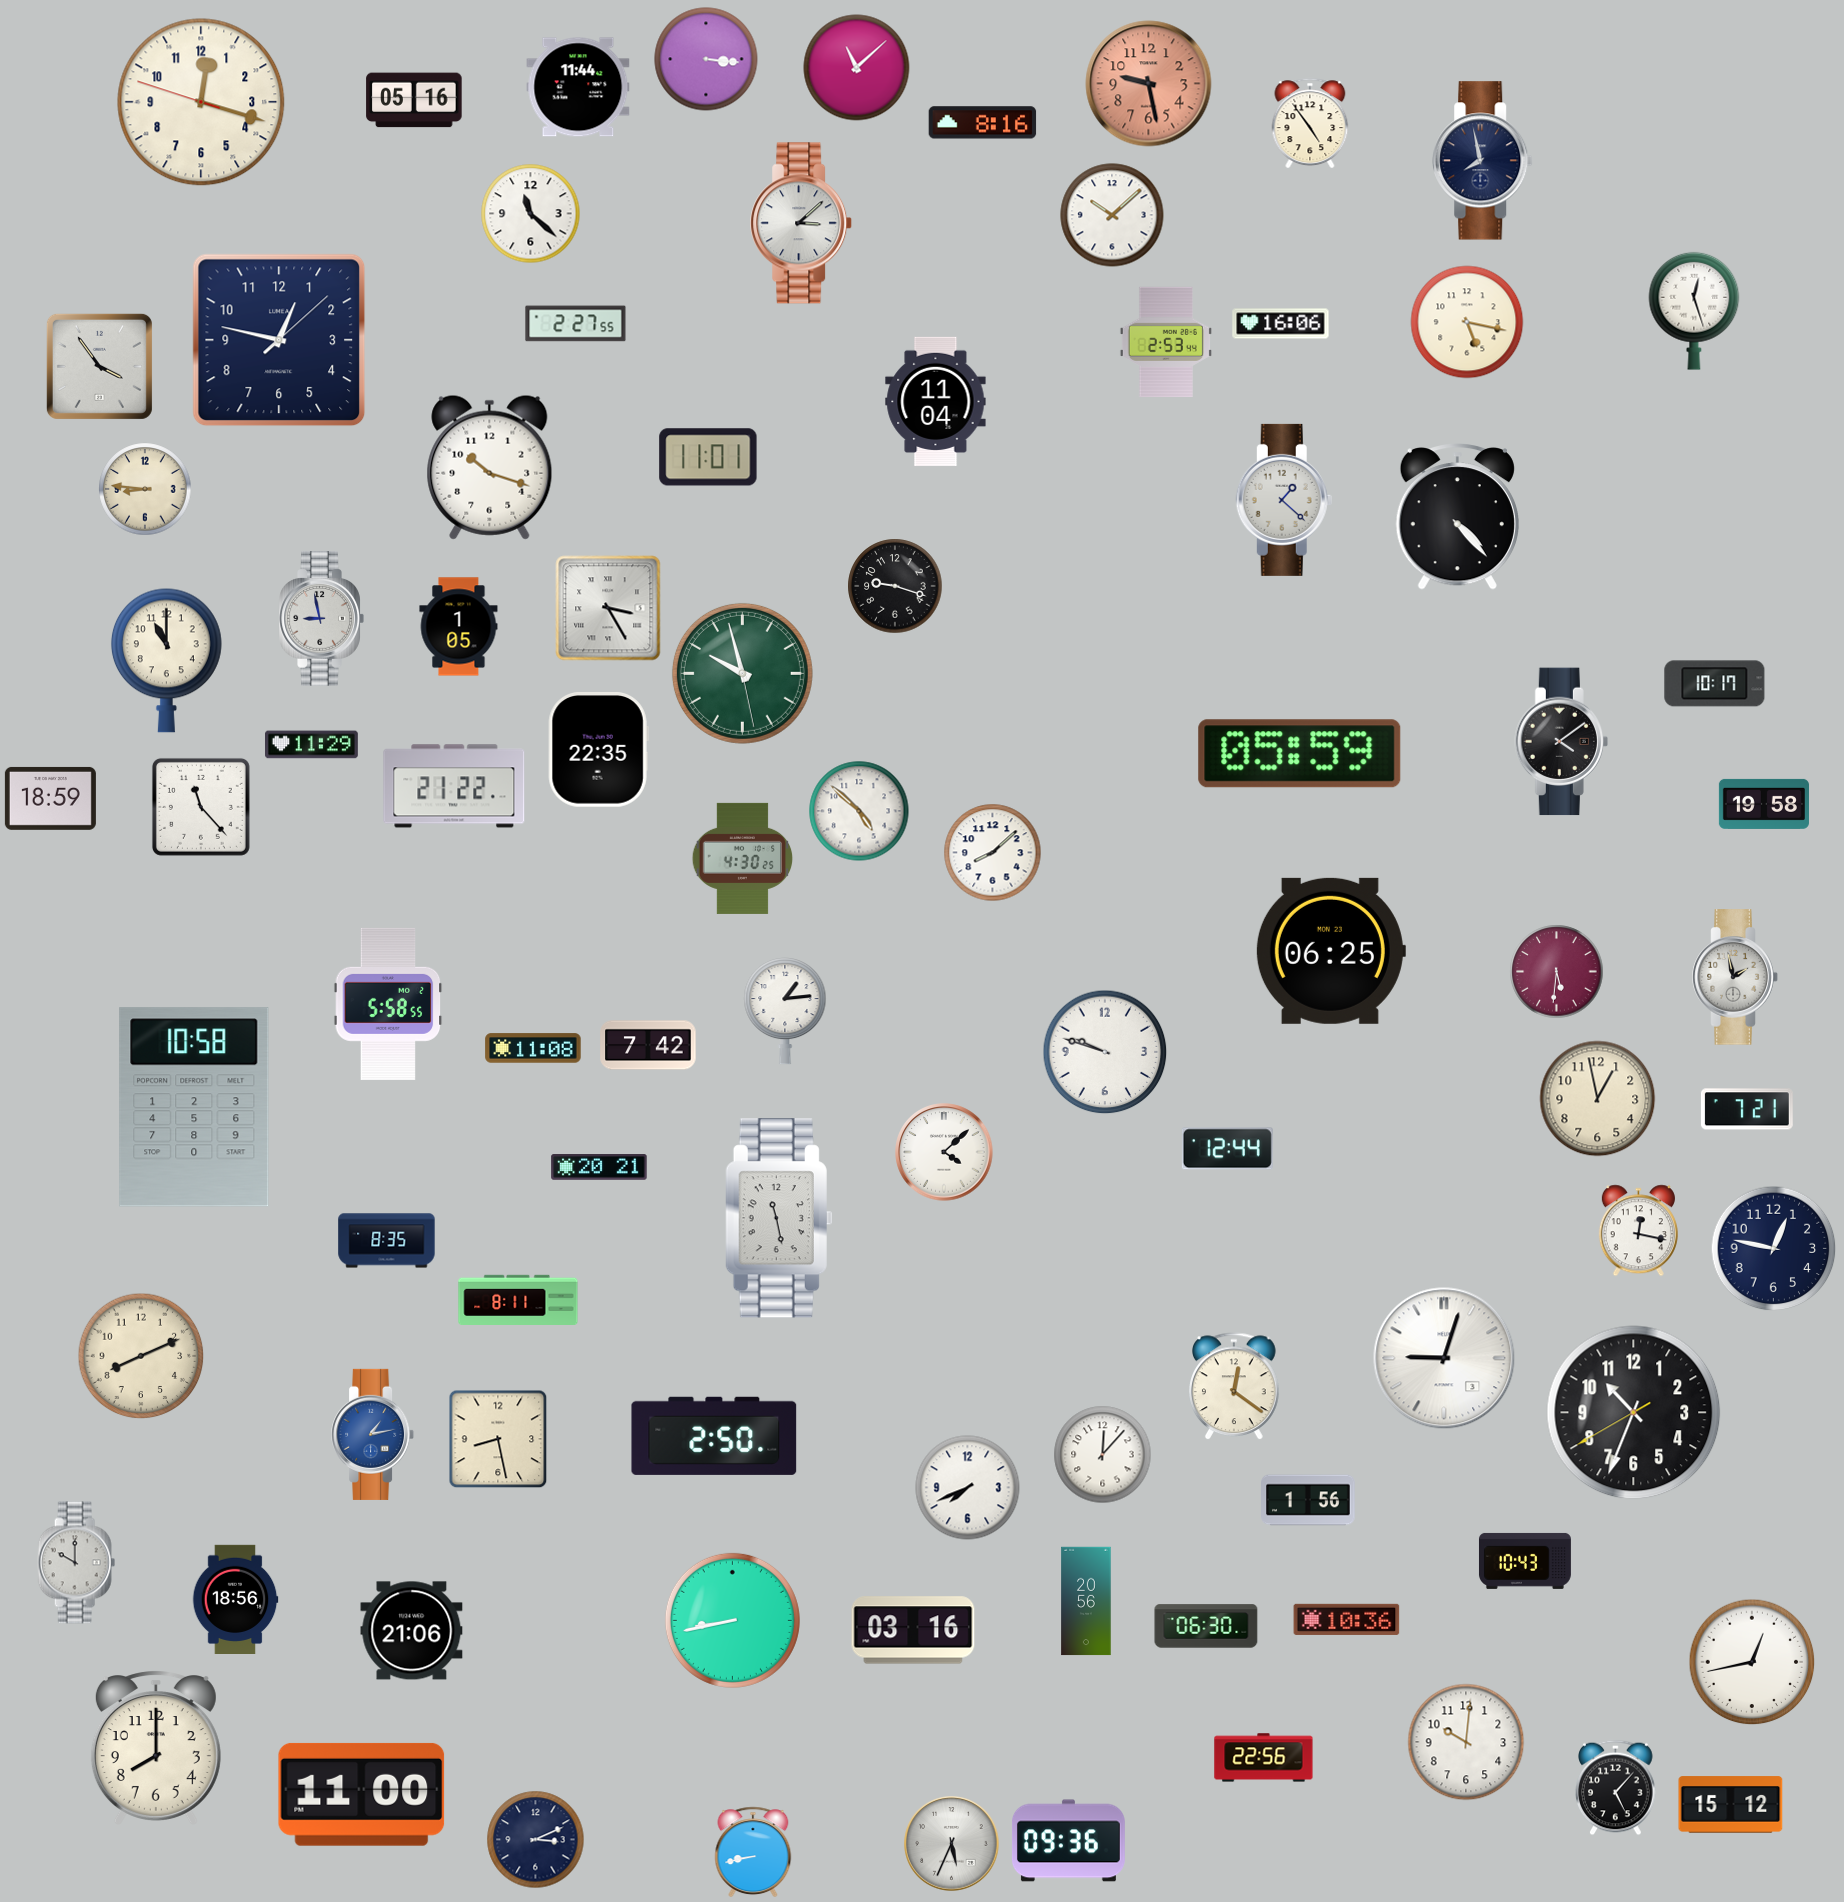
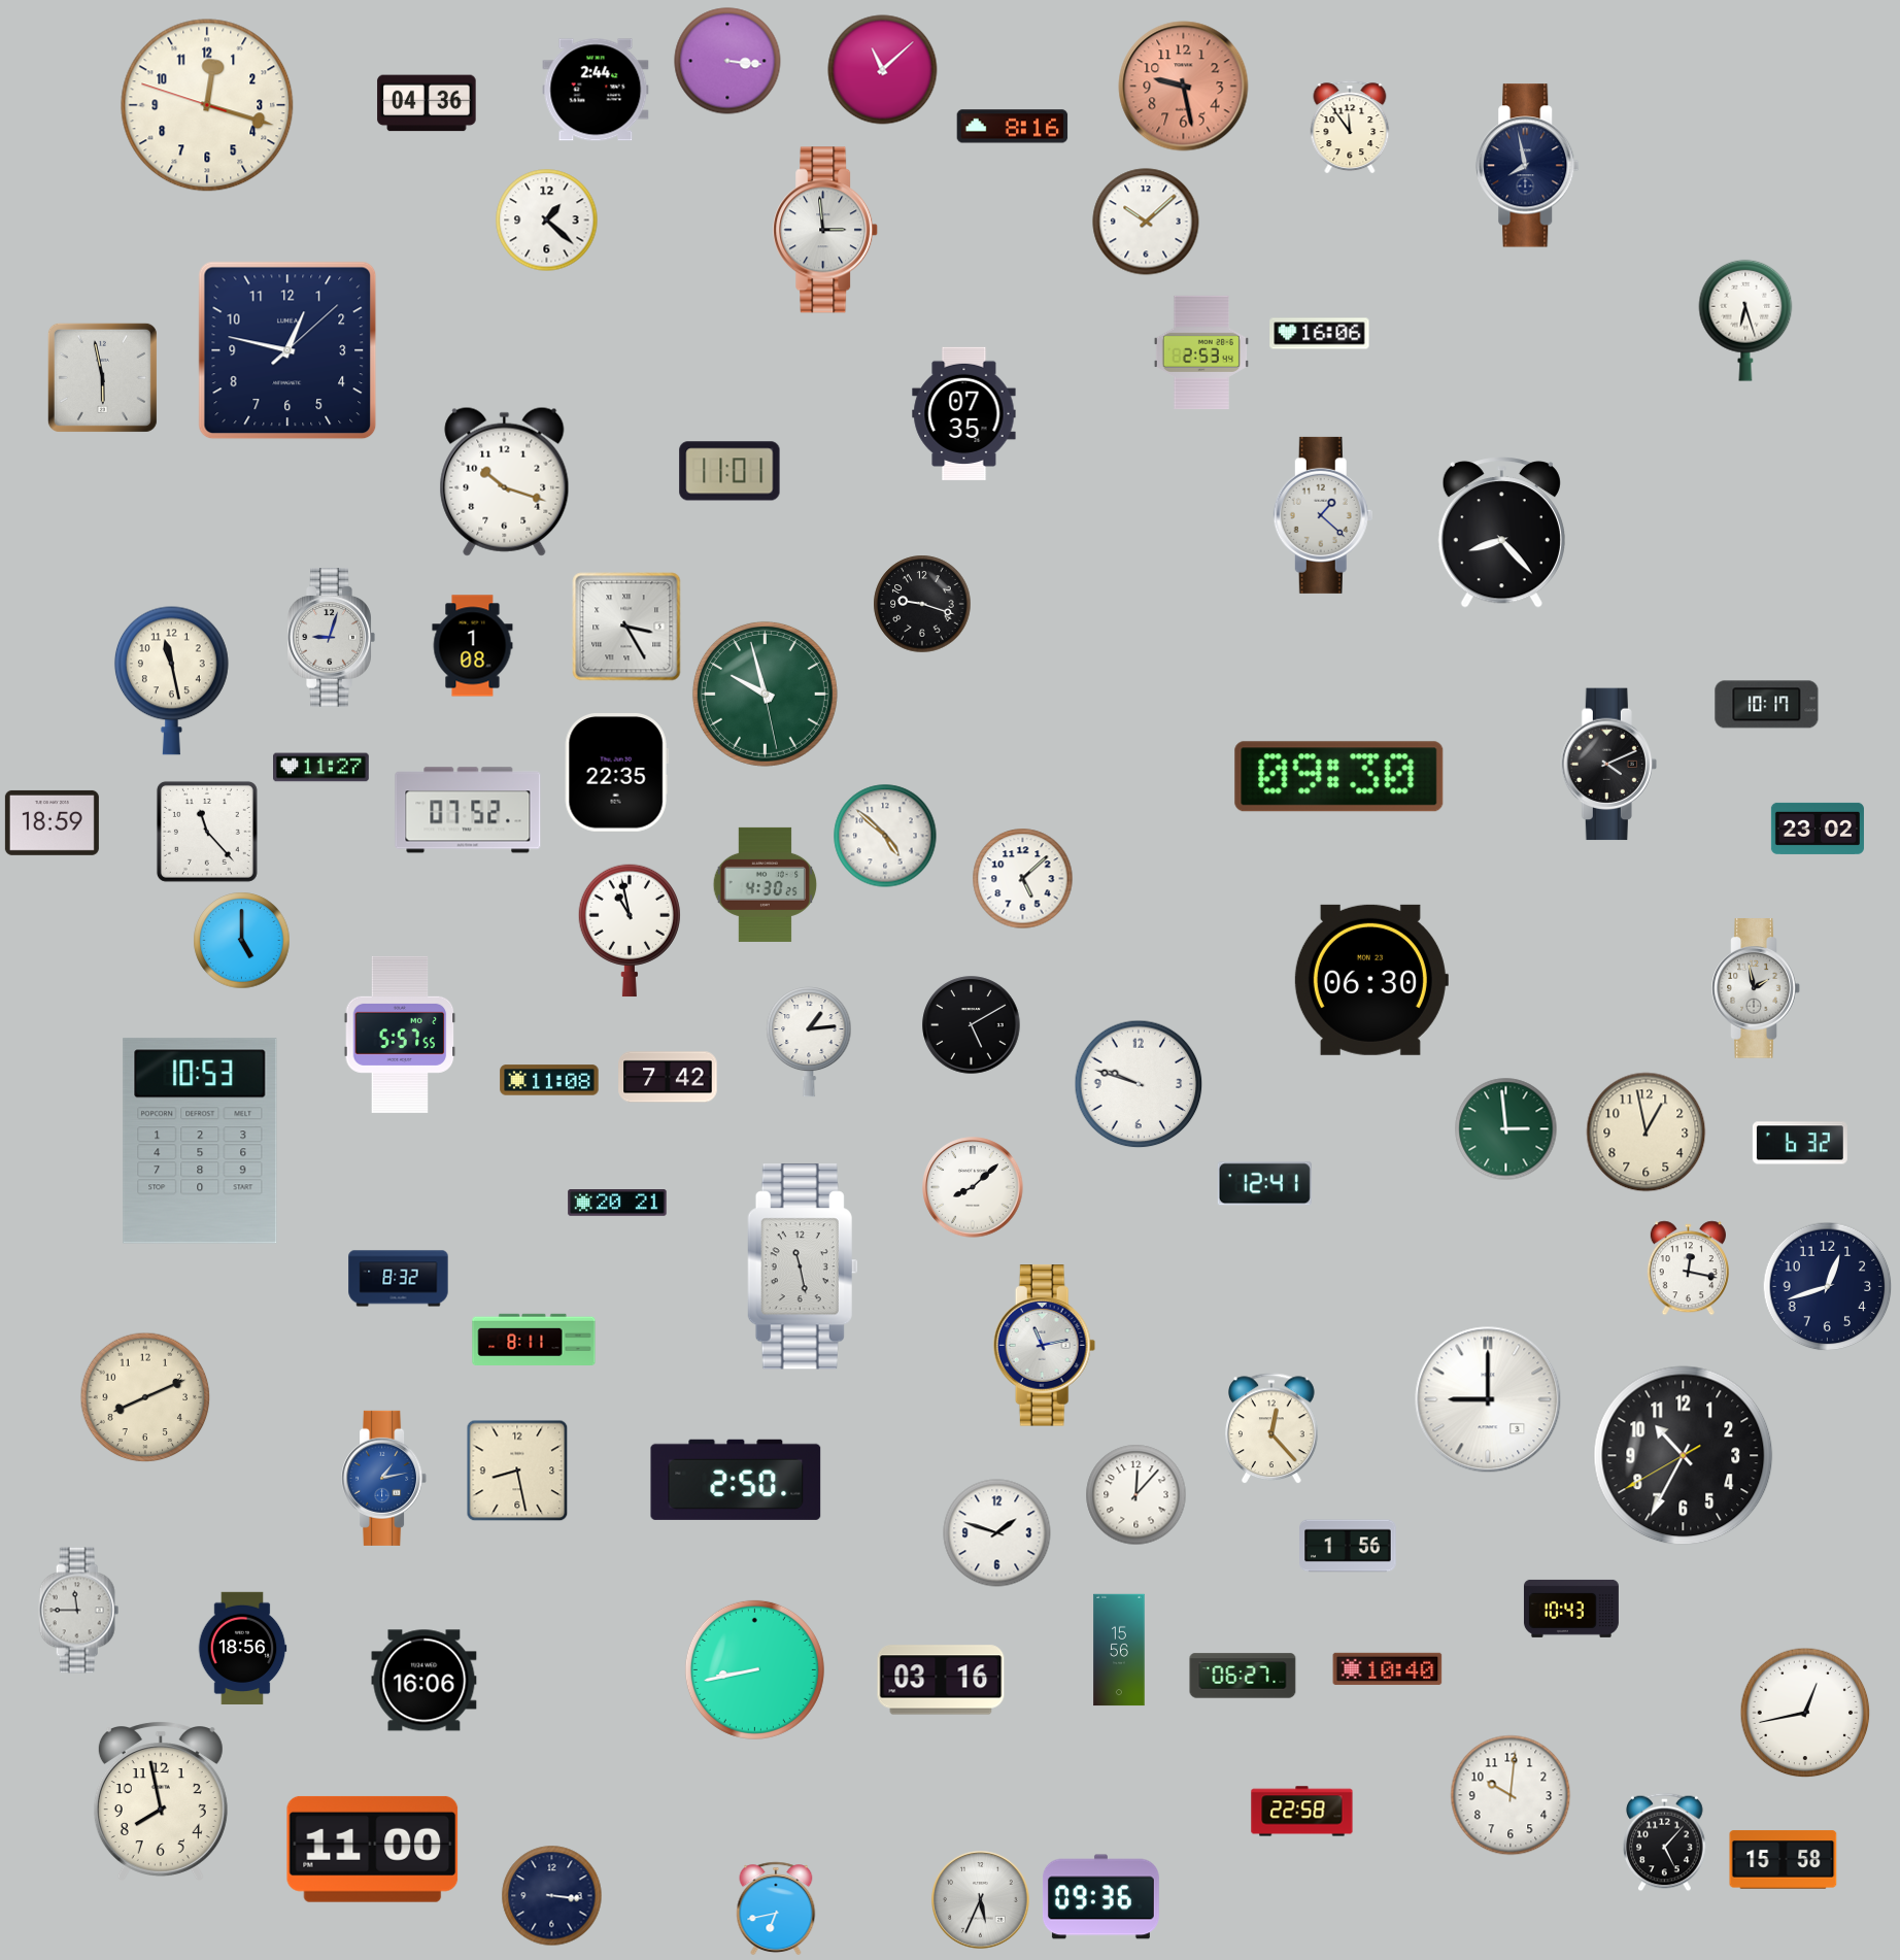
clock at (578, 87): 11:44 -> 2:44
clock at (414, 100): 05:16 -> 04:36
clock at (1310, 123): 4:54 -> 11:54
clock at (531, 214): 11:22 -> 1:22
clock at (802, 223): 3:08 -> 2:59
clock at (1694, 311): 12:27 -> 6:27
clock at (1467, 322): 5:17 -> none
clock at (576, 324): 2:27 -> none
clock at (99, 366): 3:54 -> 5:58
clock at (936, 401): 11:04 -> 07:35
clock at (145, 489): 8:46 -> none
clock at (1457, 517): 4:23 -> 8:23
clock at (321, 619): 8:58 -> 9:03
clock at (459, 627): 1:05 -> 1:08
clock at (166, 660): 11:00 -> 11:28
clock at (1561, 742): 4:09 -> 4:11
clock at (312, 745): 11:29 -> 11:27
clock at (1300, 754): 05:59 -> 09:30
clock at (454, 786): 21:22 -> 07:52
clock at (1764, 804): 19:58 -> 23:02
clock at (993, 853): 8:08 -> 5:08
clock at (630, 931): none -> 10:58
clock at (242, 941): none -> 5:00
clock at (1330, 951): 06:25 -> 06:30
clock at (1557, 972): 5:31 -> none
clock at (1735, 977) position: (1735, 977) -> (1756, 988)
clock at (972, 1025): none -> 5:10
clock at (388, 1004): 5:58 -> 5:57
clock at (1506, 1129): none -> 2:59
clock at (194, 1107): 10:58 -> 10:53
clock at (1747, 1109): 7:21 -> 6:32
clock at (1227, 1149): 12:44 -> 12:41
clock at (944, 1152): 4:08 -> 8:08
clock at (779, 1218) position: (779, 1218) -> (803, 1266)
clock at (387, 1241): 8:35 -> 8:32
clock at (1774, 1249): 12:47 -> 12:42
clock at (1045, 1346): none -> 11:13
clock at (1444, 1358): 9:03 -> 9:00
clock at (1235, 1387): 12:21 -> 12:23
clock at (1634, 1413): 10:33 -> 10:34
clock at (498, 1439) position: (498, 1439) -> (517, 1471)
clock at (1103, 1455) position: (1103, 1455) -> (1136, 1495)
clock at (968, 1488): 7:41 -> 1:48
clock at (77, 1563): 10:00 -> 11:45
clock at (1086, 1601): 20:56 -> 15:56
clock at (1347, 1619): 10:36 -> 10:40
clock at (1206, 1626): 06:30 -> 06:27
clock at (412, 1631): 21:06 -> 16:06
clock at (156, 1748): 8:00 -> 7:58
clock at (1264, 1758): 22:56 -> 22:58
clock at (1731, 1805): 15:12 -> 15:58
clock at (536, 1840): 3:11 -> 3:16
clock at (753, 1852): 8:43 -> 6:43
